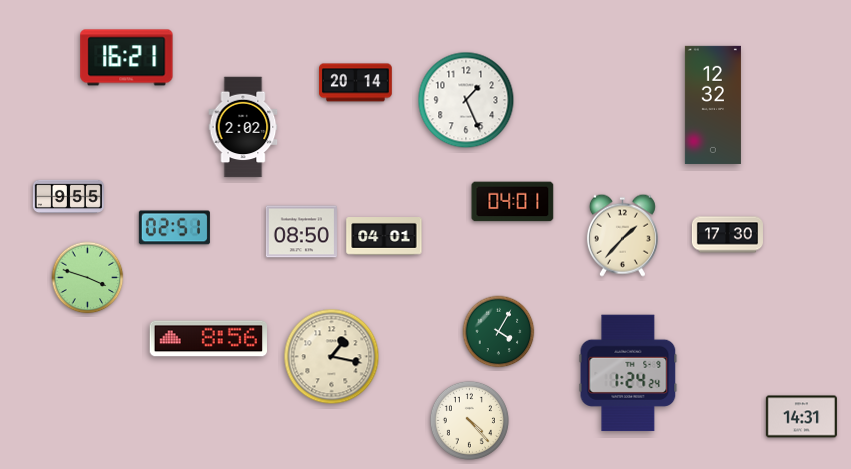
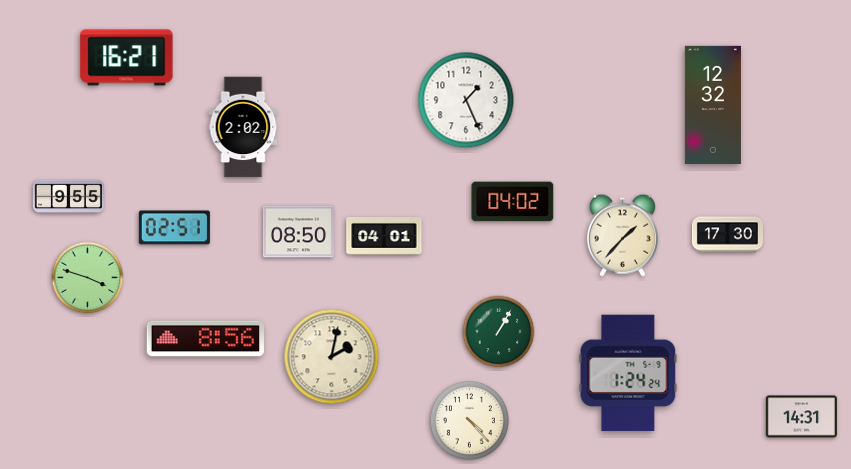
clock at (356, 83): 20:14 -> none
clock at (513, 202): 04:01 -> 04:02
clock at (301, 232) position: (301, 232) -> (298, 232)
clock at (499, 332): 4:05 -> 1:05
clock at (208, 339) position: (208, 339) -> (205, 339)
clock at (332, 357): 1:17 -> 2:02
